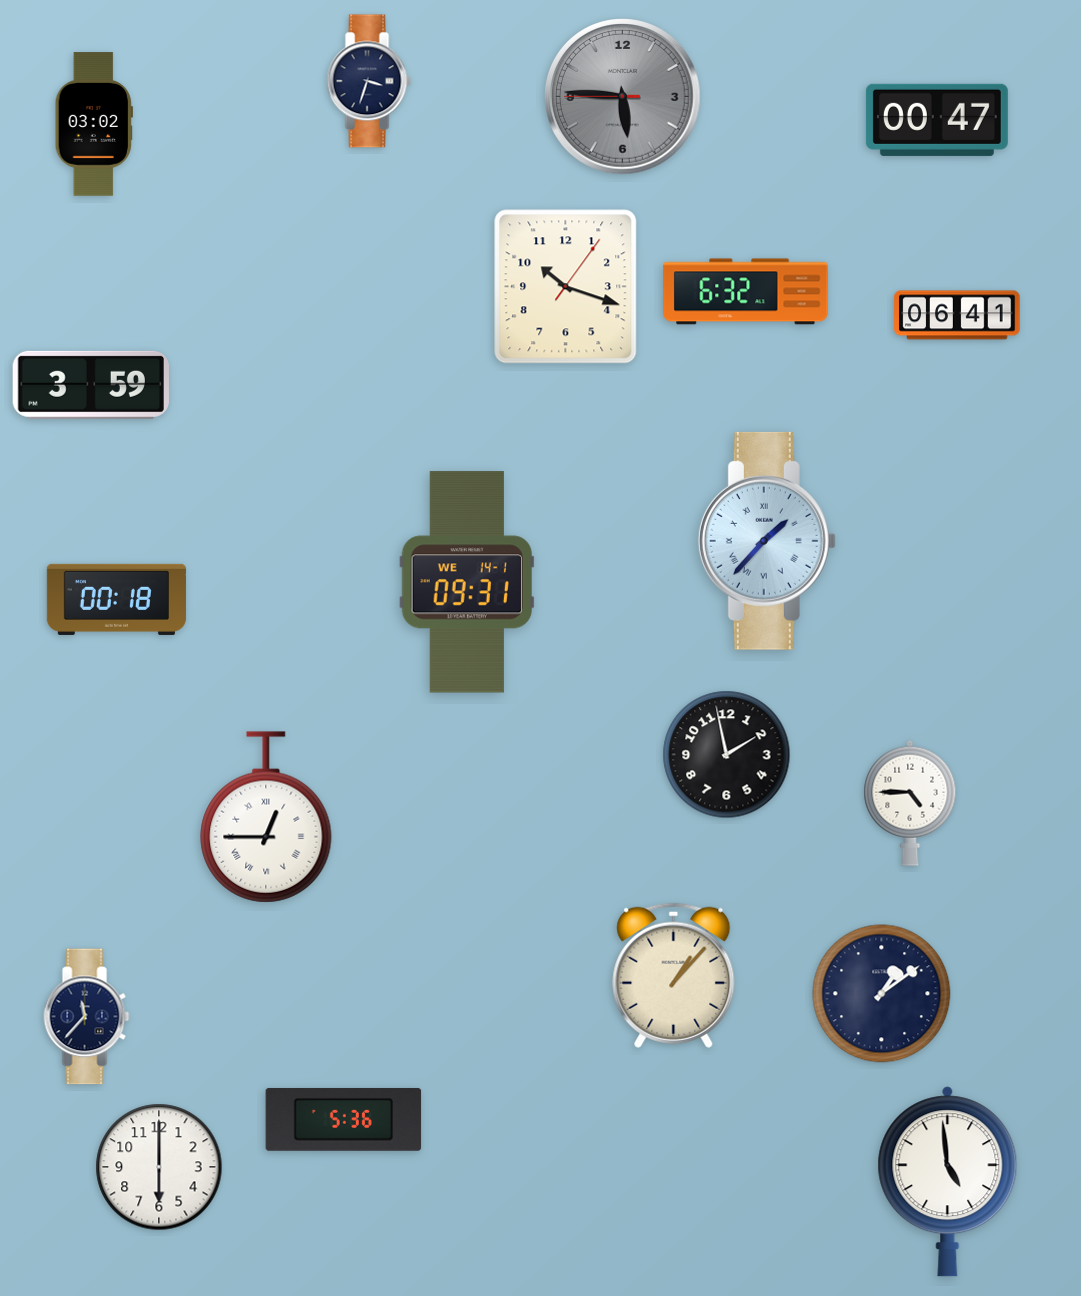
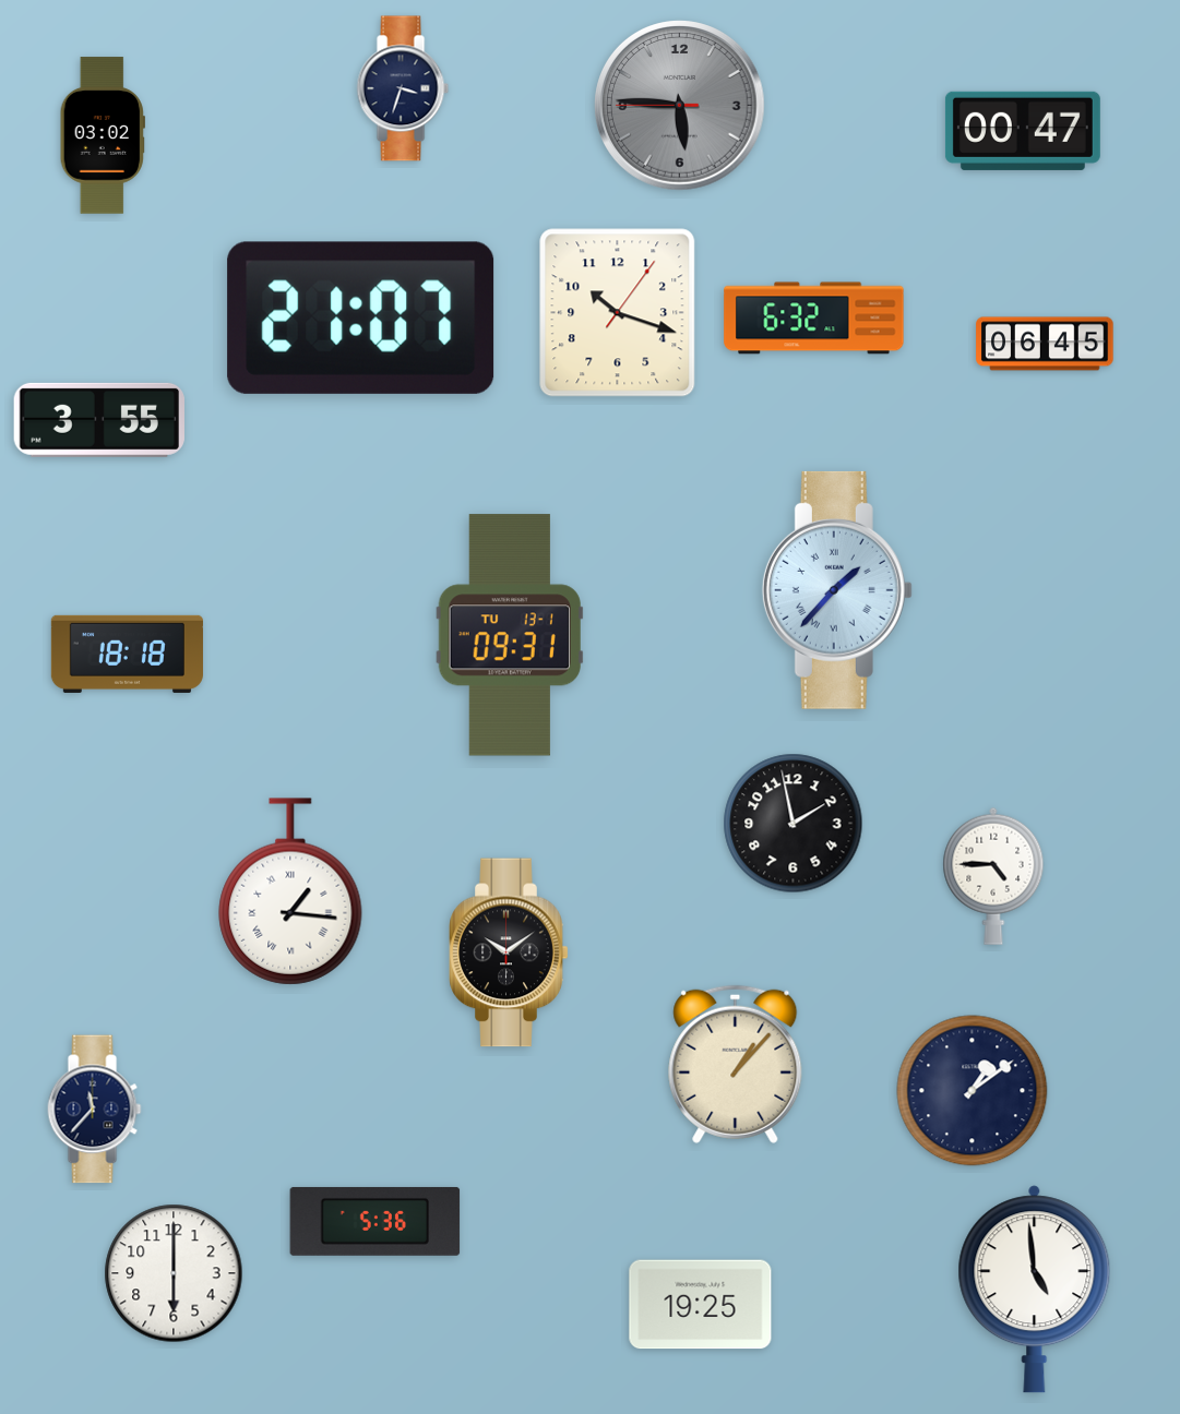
clock at (361, 317): none -> 21:07
clock at (957, 315): 06:41 -> 06:45
clock at (91, 385): 3:59 -> 3:55
clock at (467, 582) date: WE 14-1 -> TU 13-1
clock at (116, 599): 00:18 -> 18:18
clock at (266, 817): 12:45 -> 1:16
clock at (509, 952): none -> 10:09
clock at (882, 994) position: (882, 994) -> (973, 1091)
clock at (701, 1305): none -> 19:25
